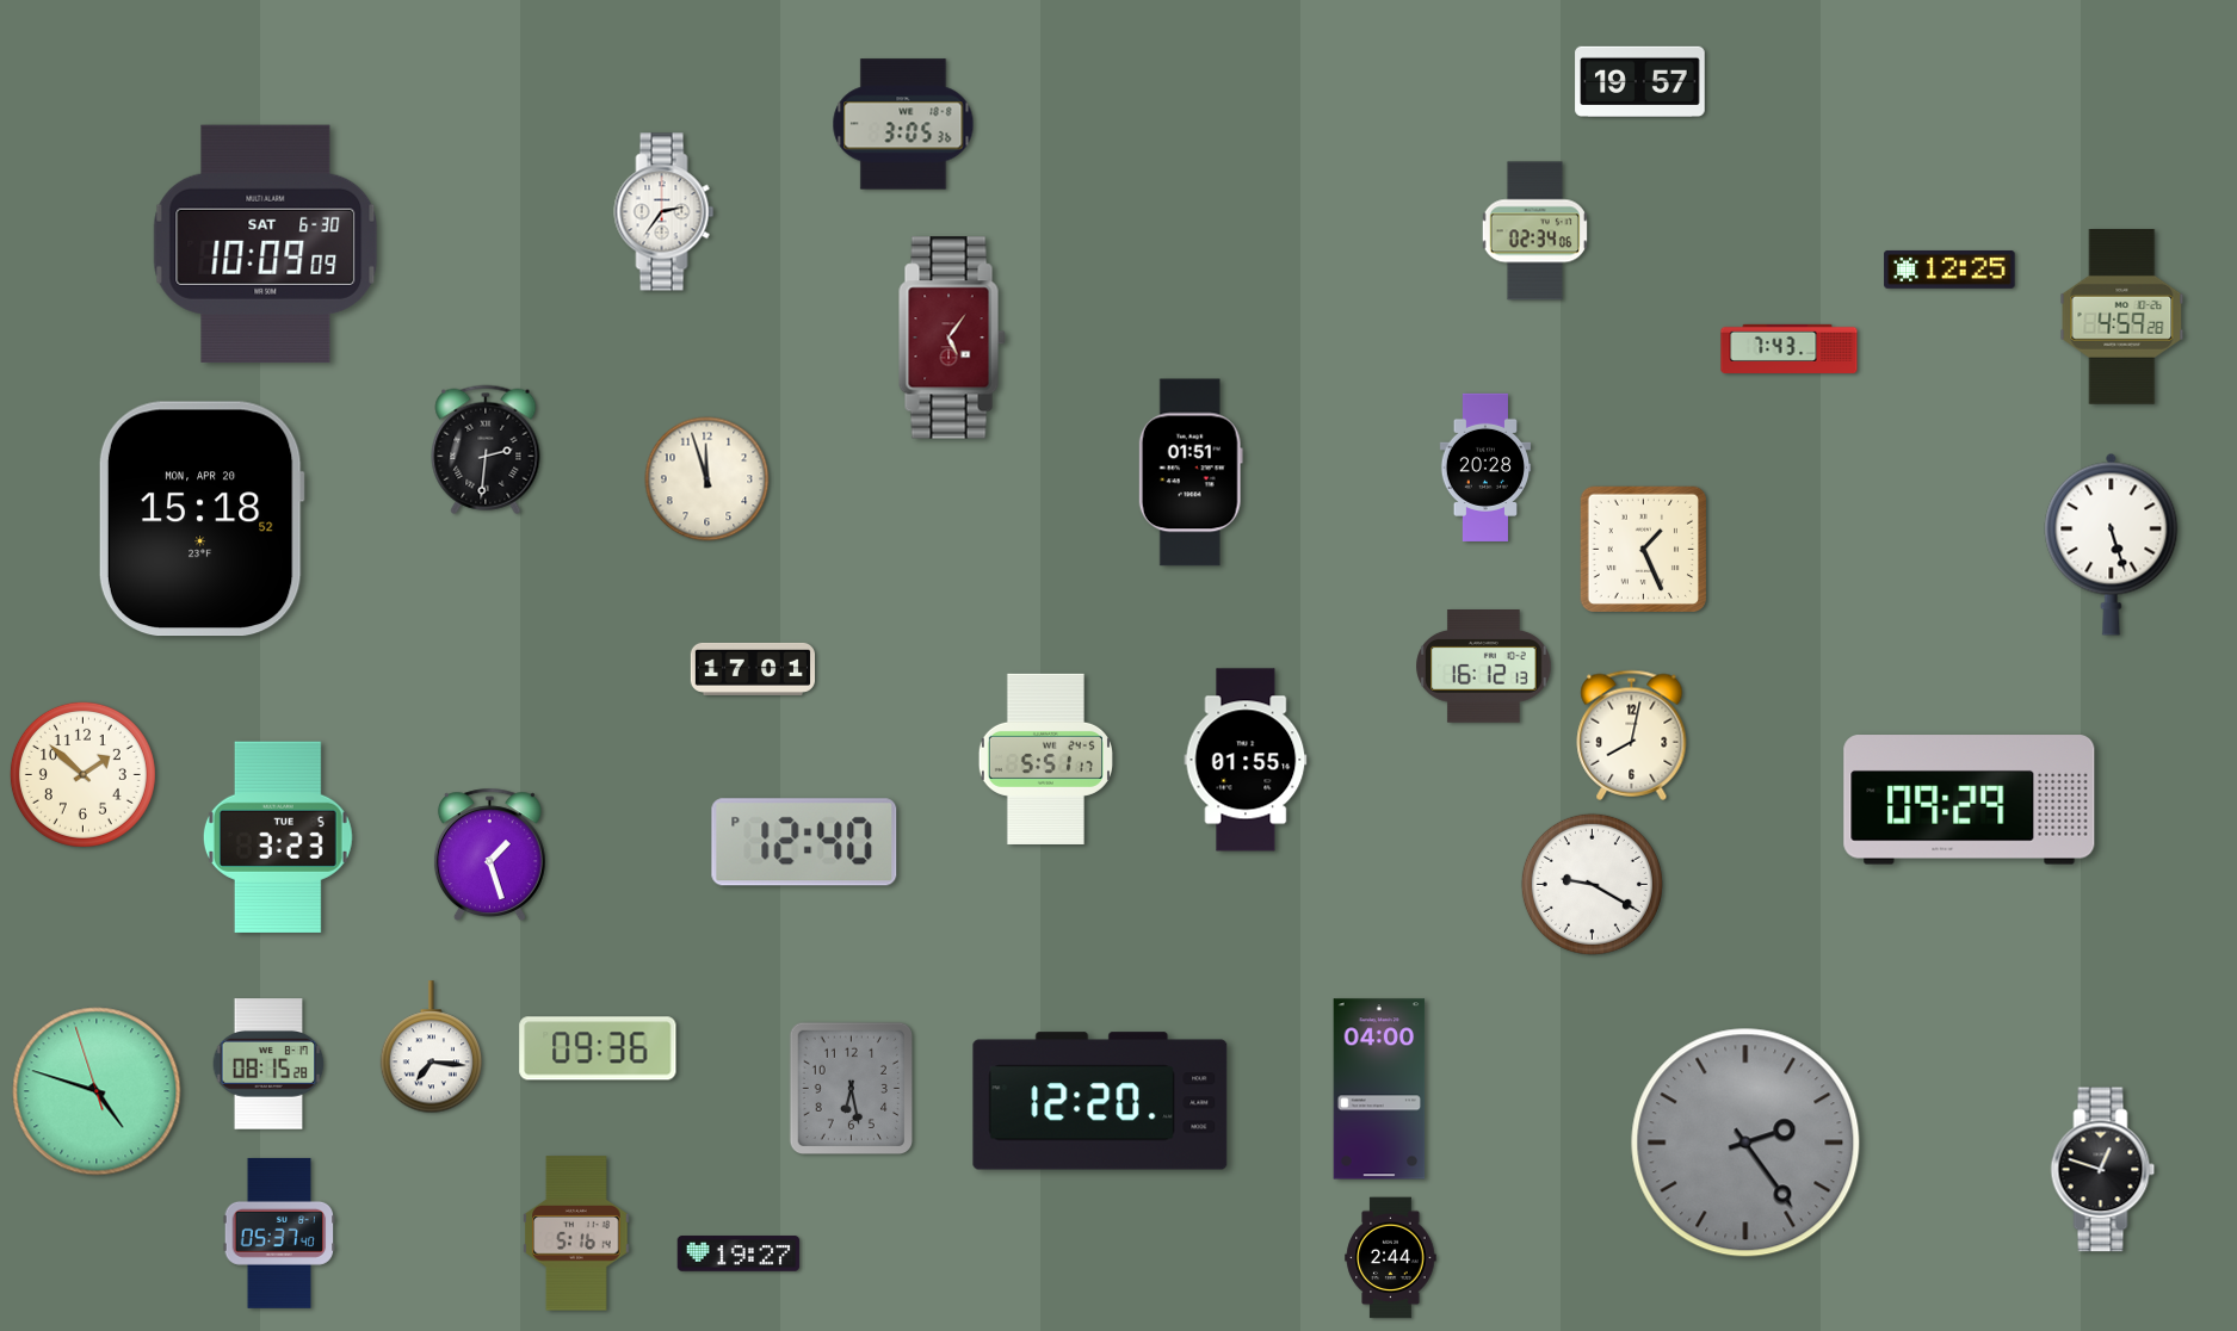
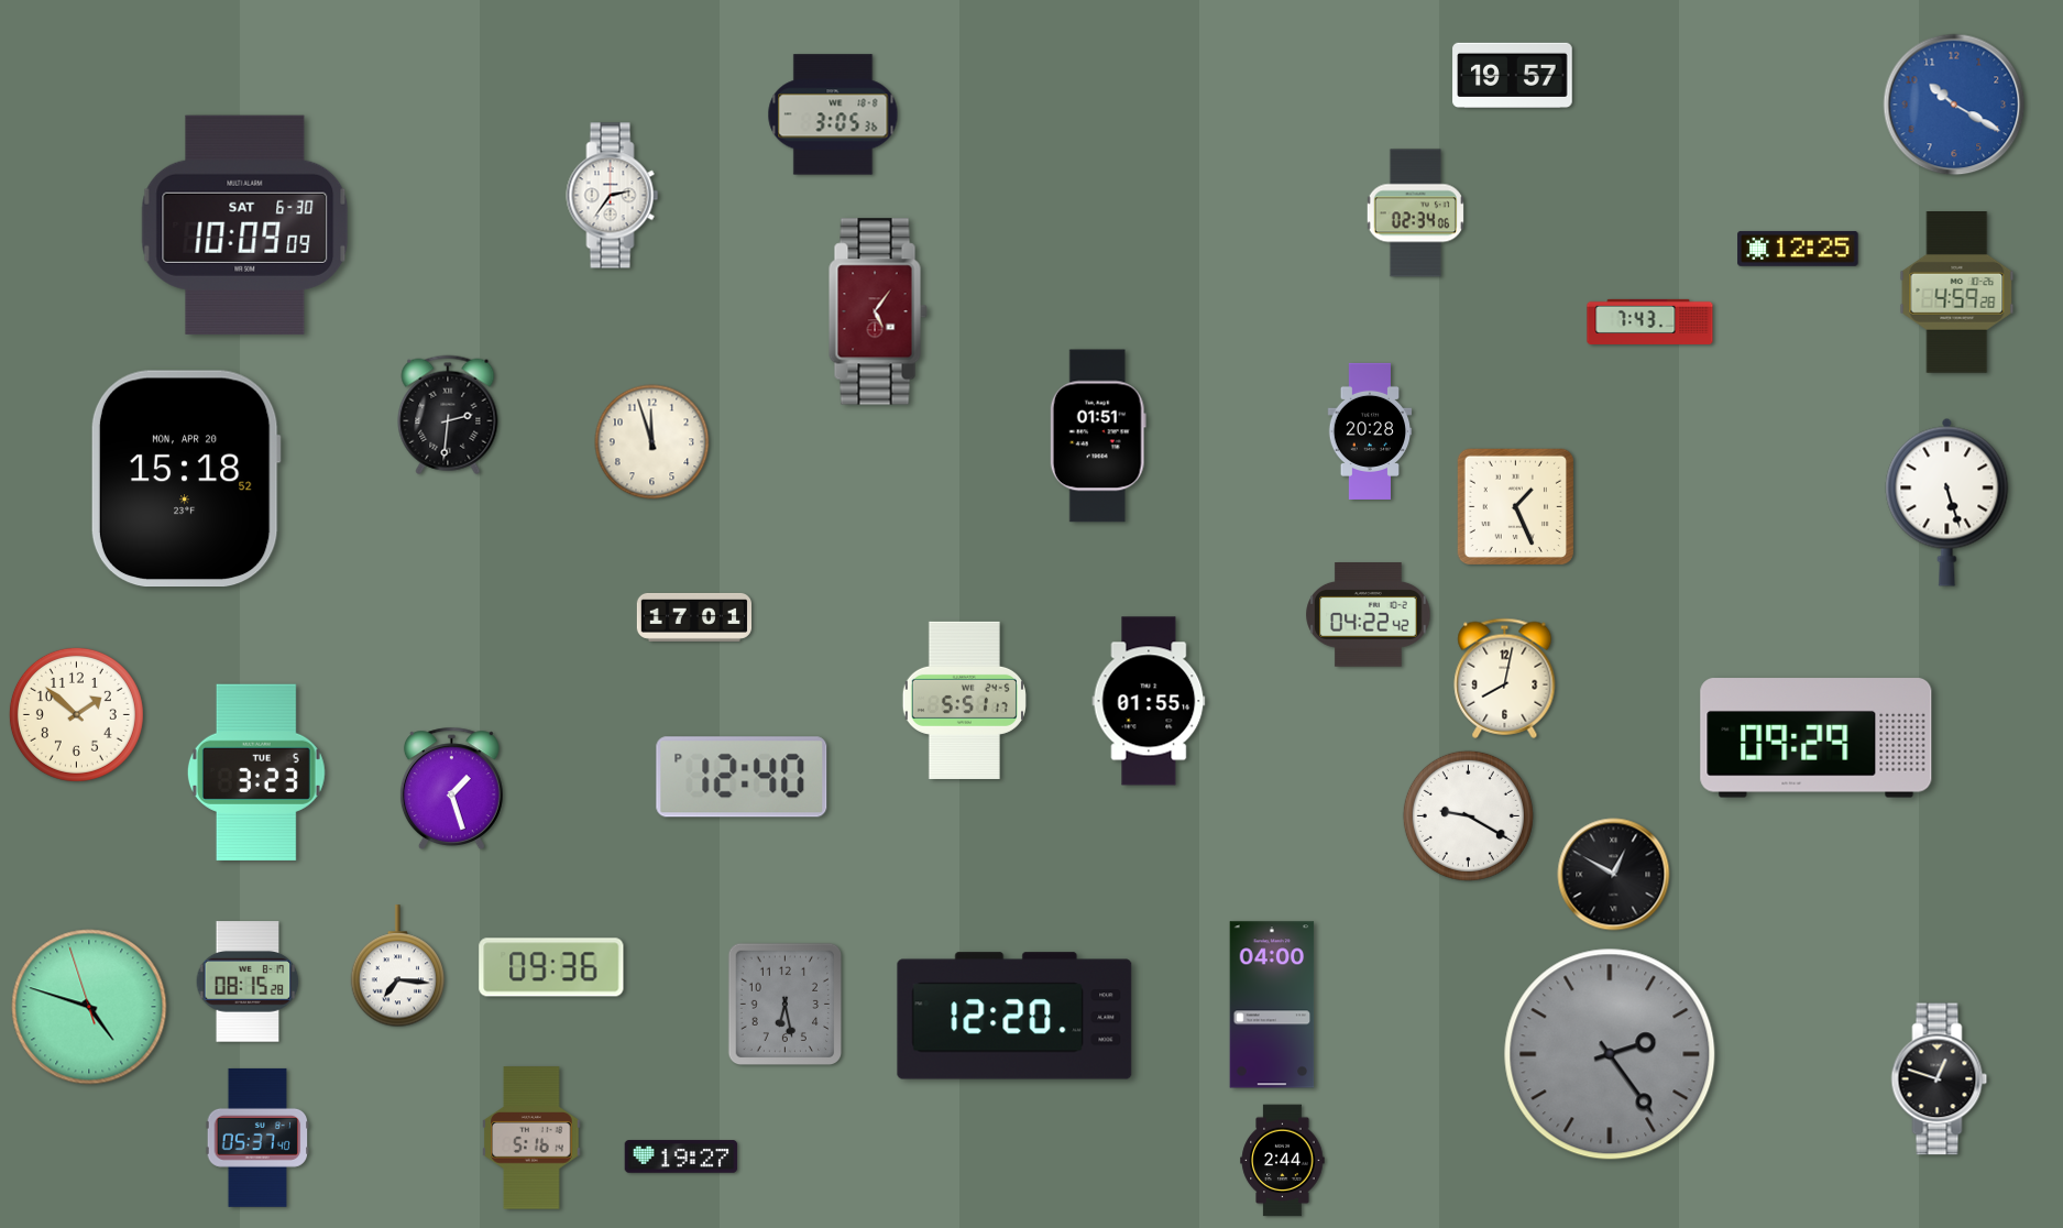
clock at (1954, 105): none -> 10:20
clock at (1484, 667): 16:12 -> 04:22
clock at (1614, 875): none -> 12:50
